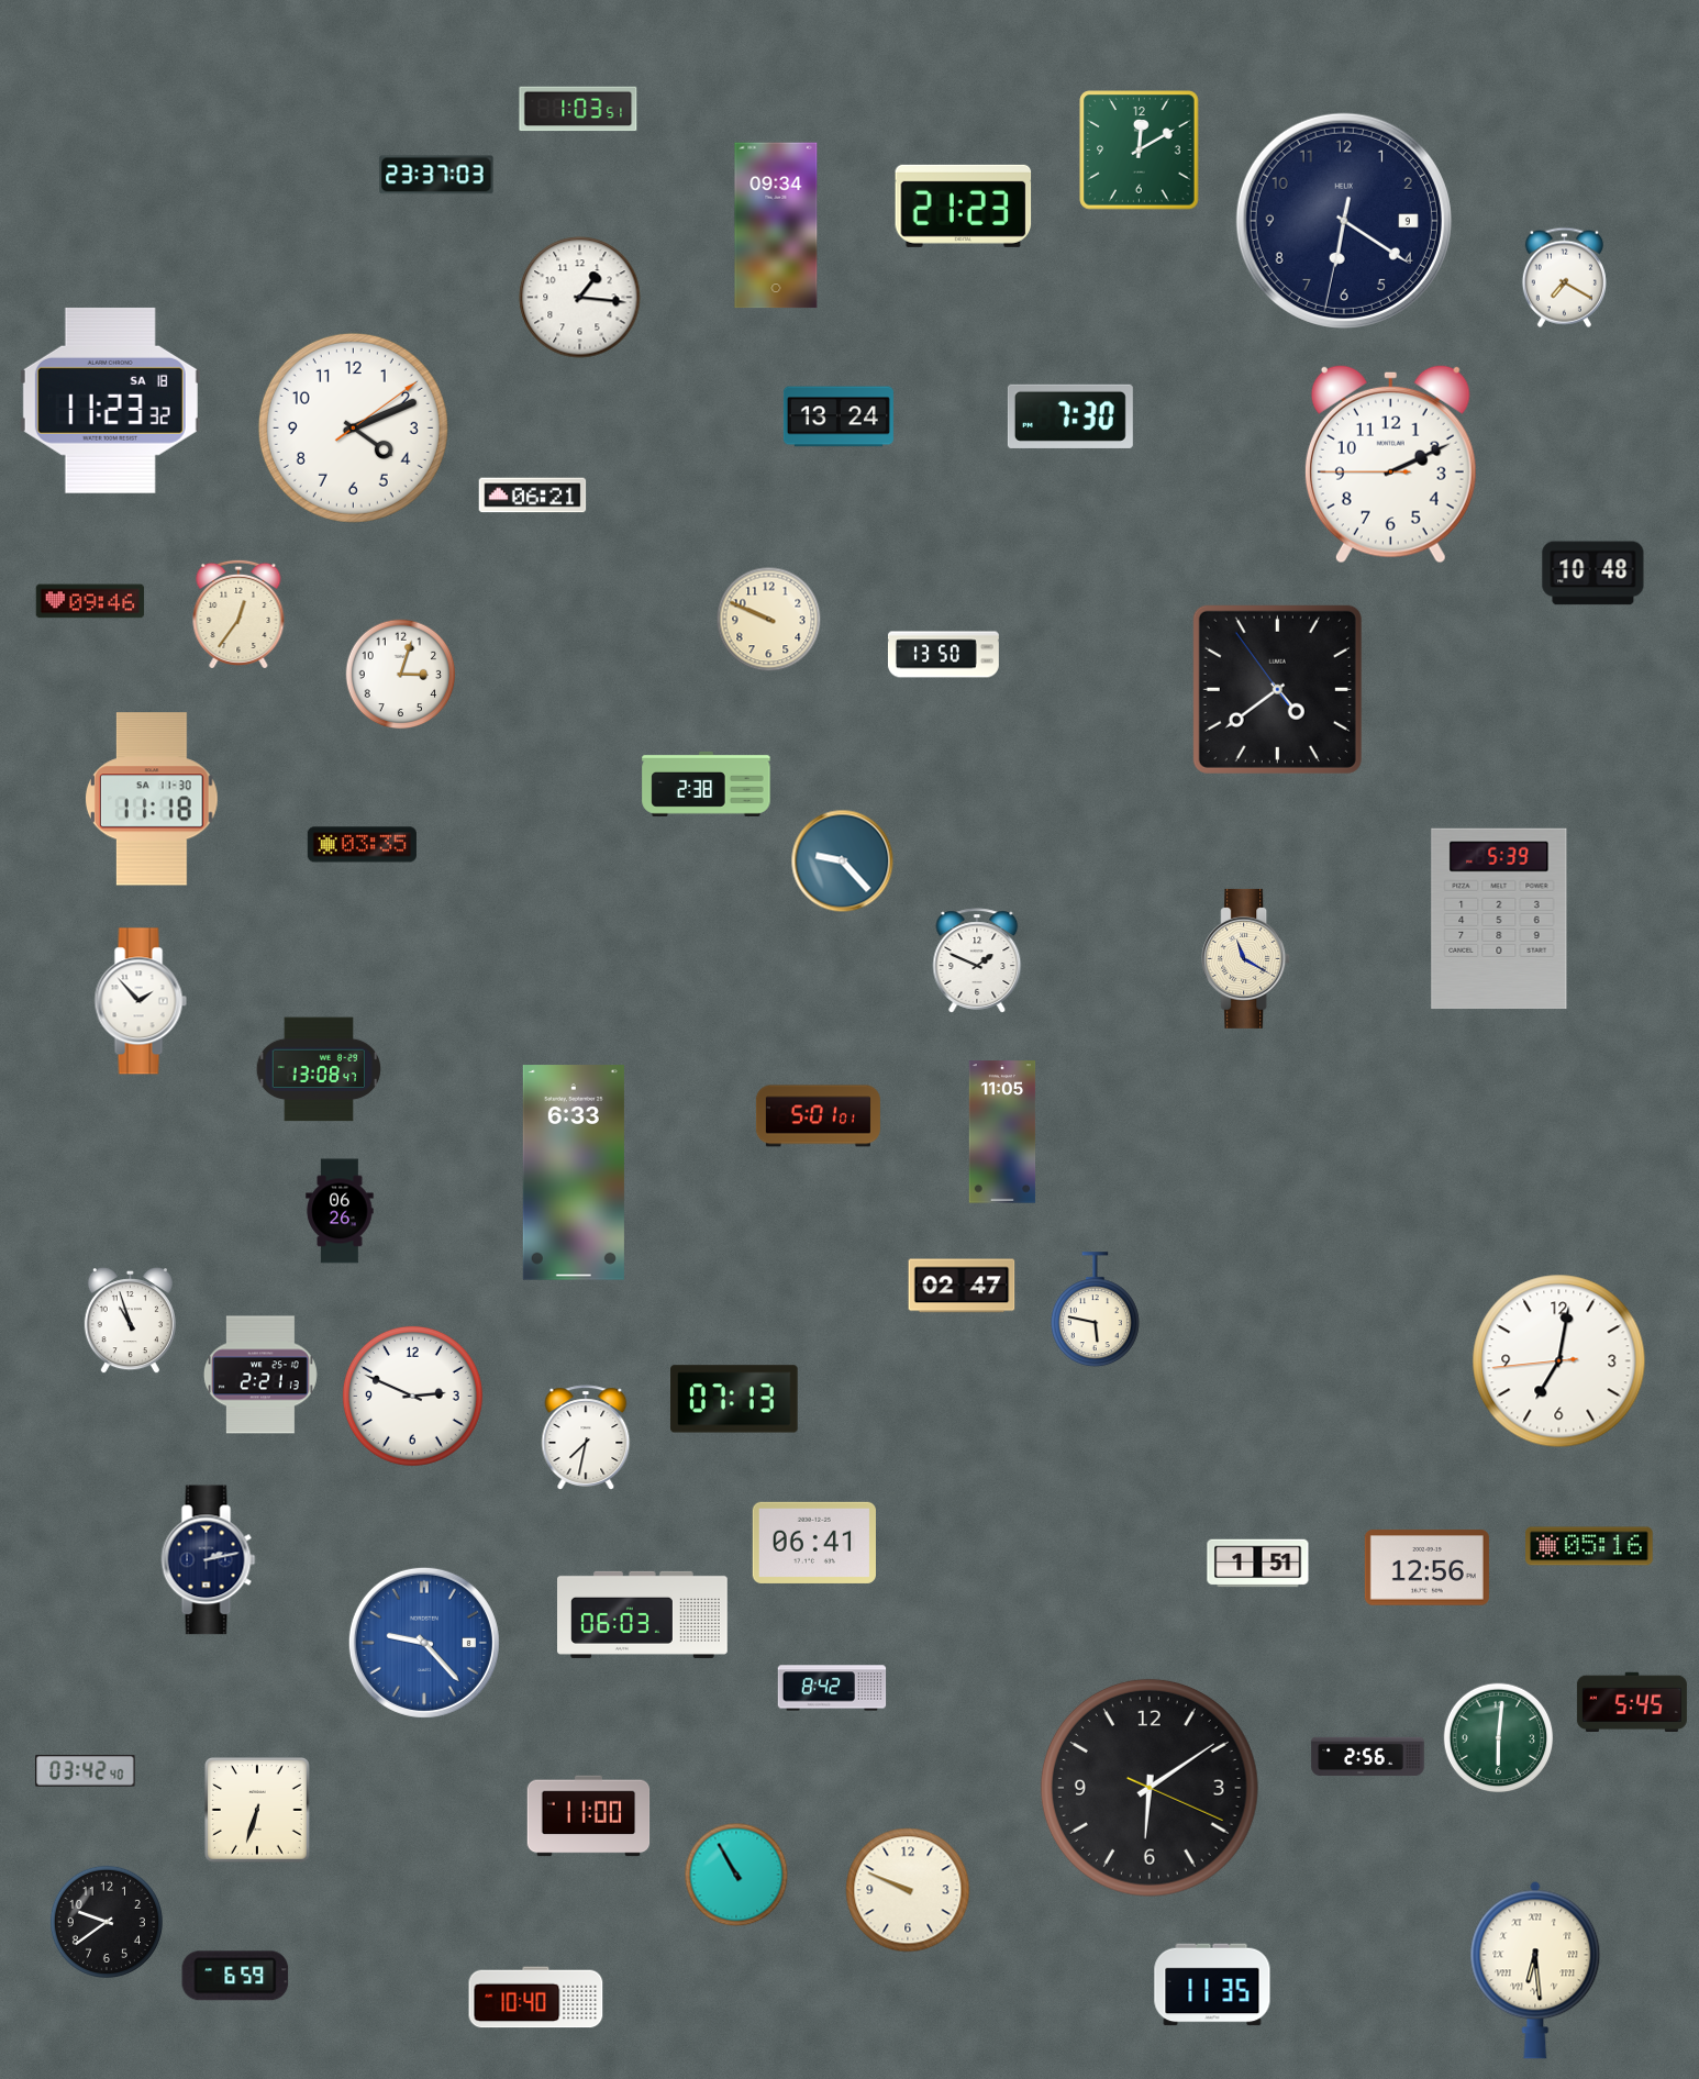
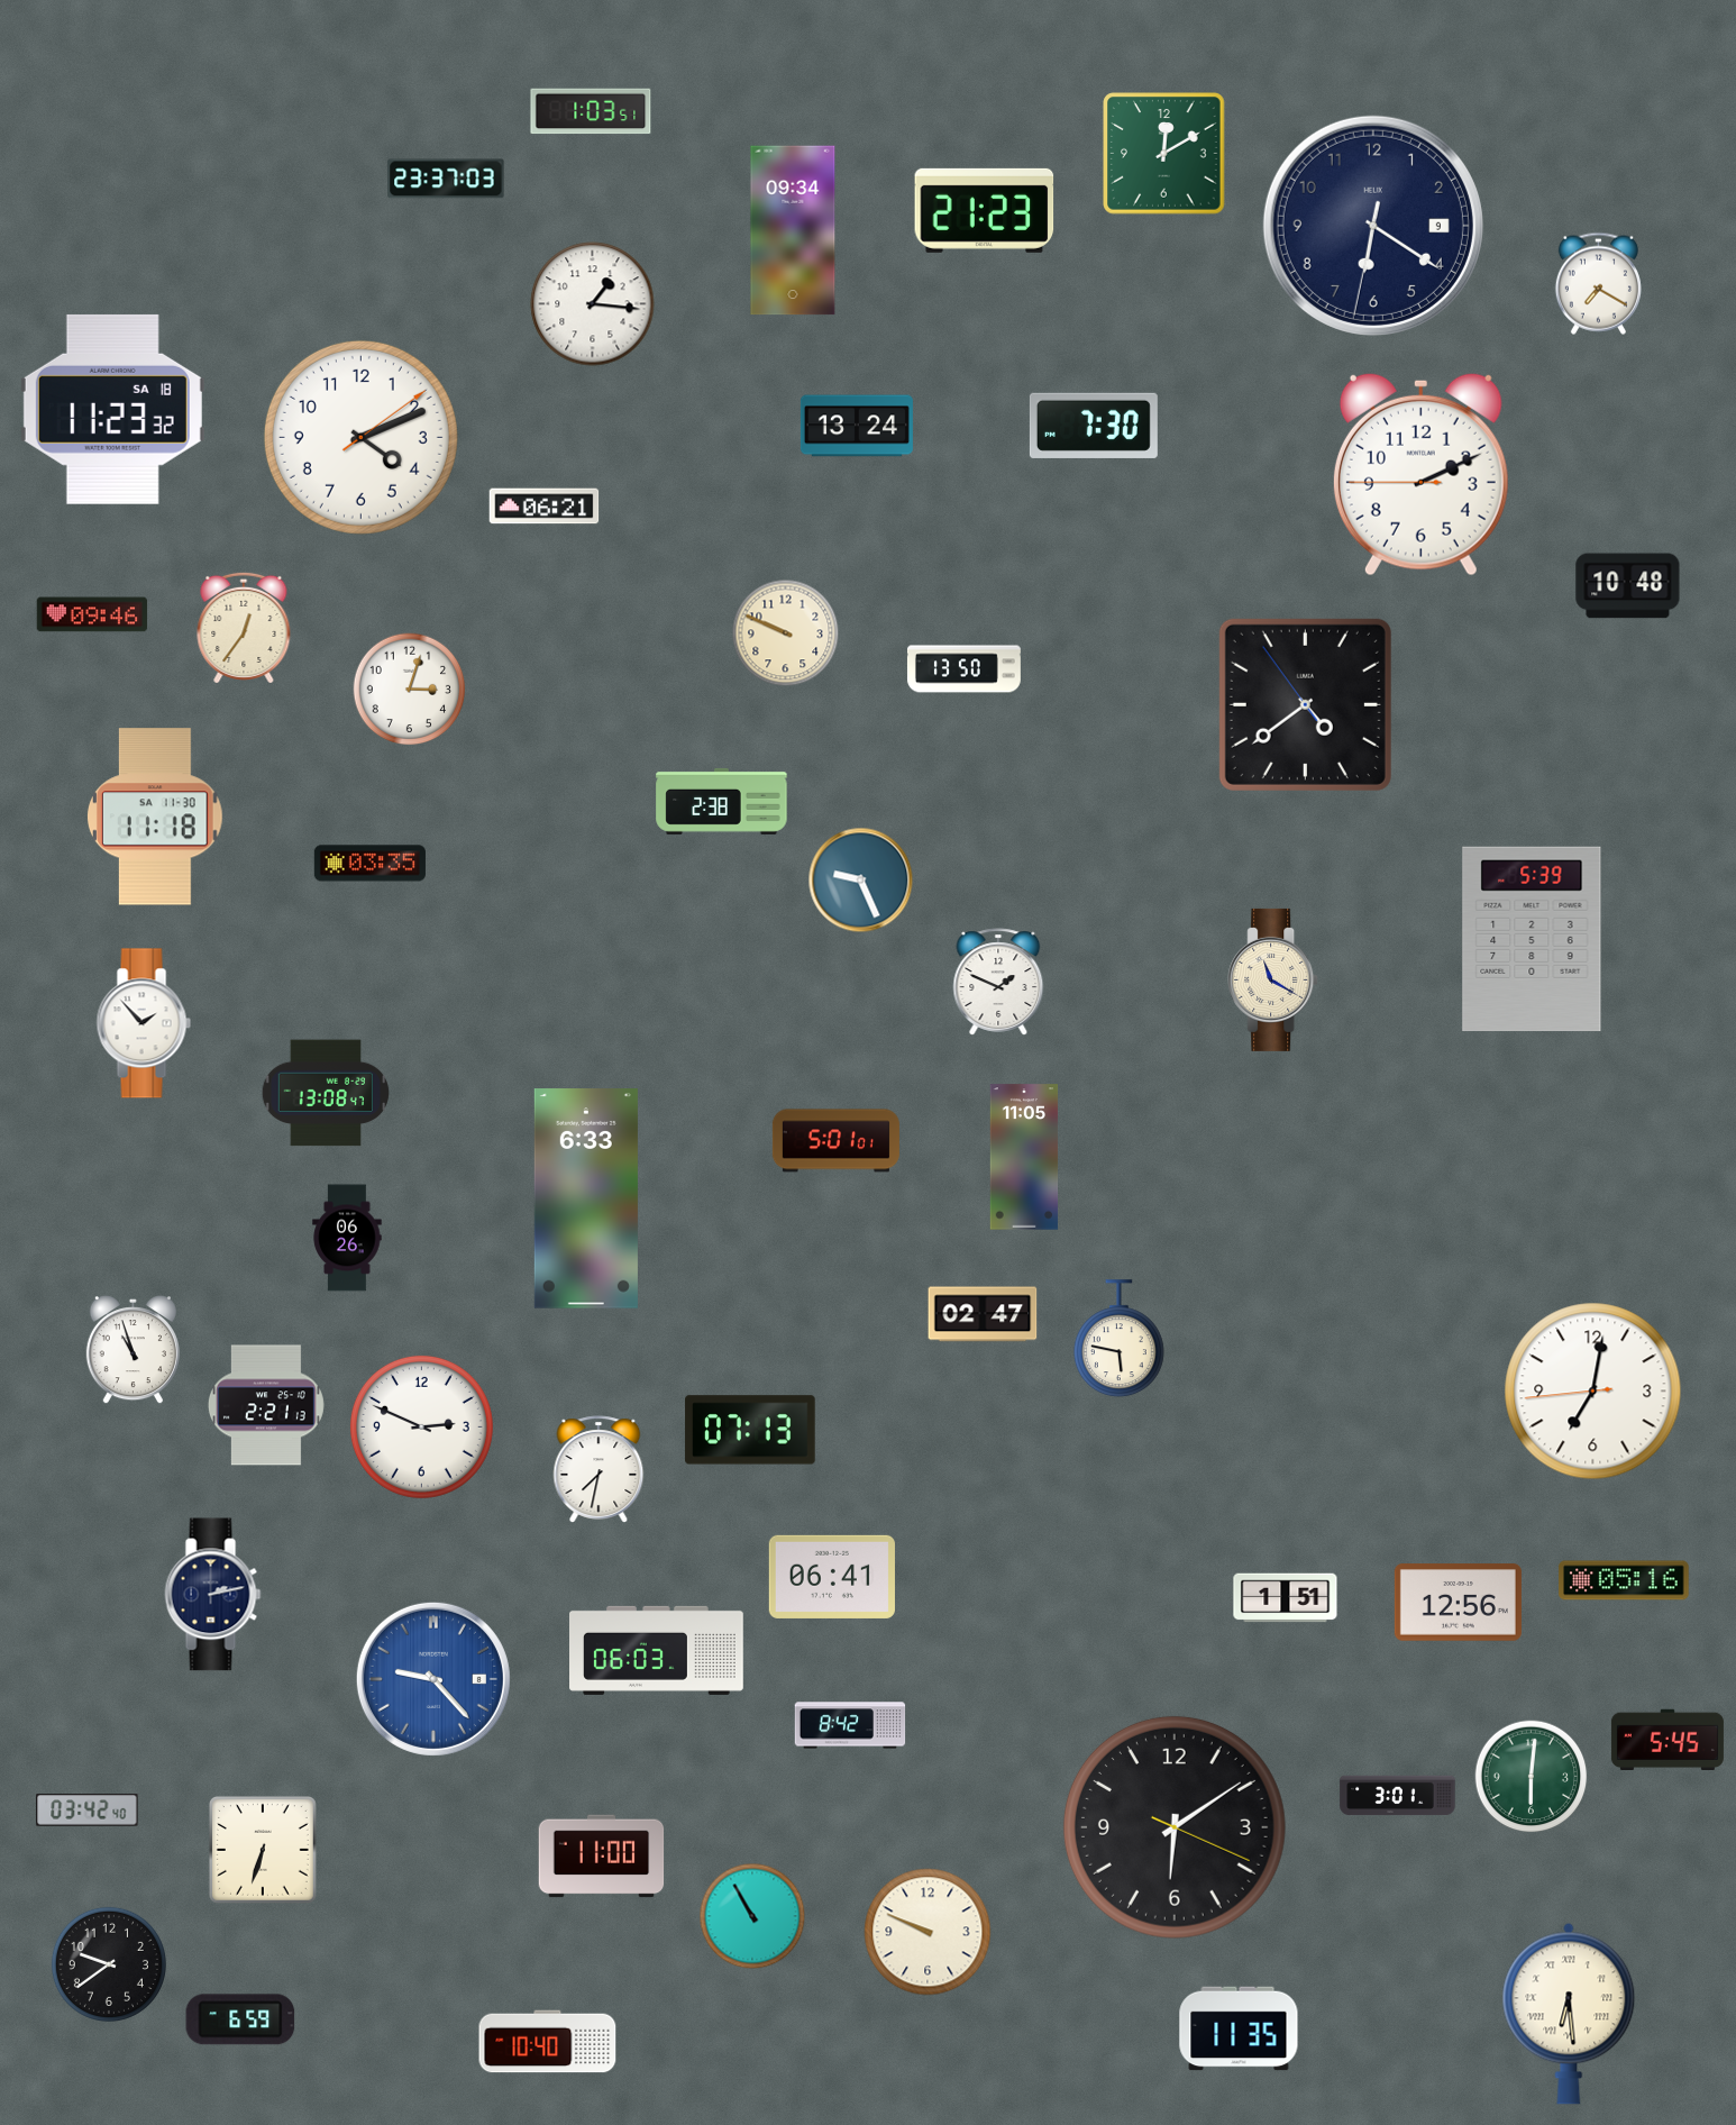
clock at (843, 861): 9:23 -> 9:26
clock at (1368, 1757): 2:56 -> 3:01
